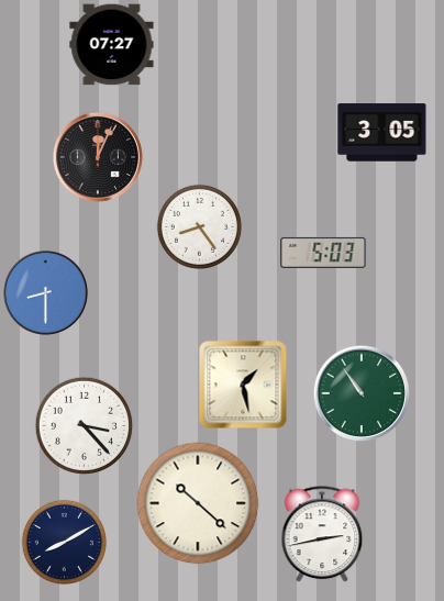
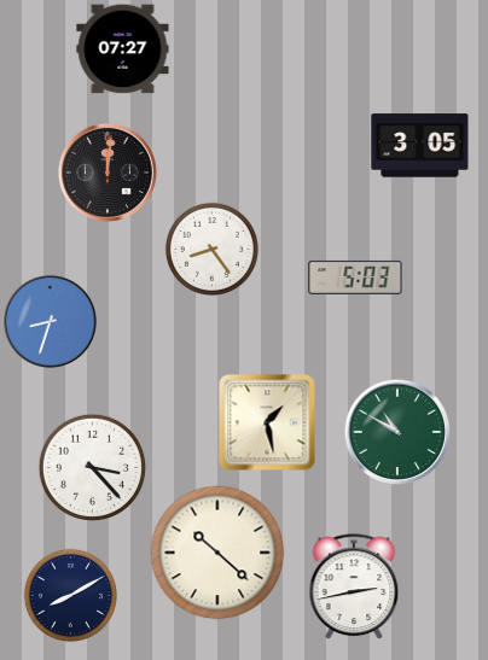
clock at (98, 157): 12:04 -> 12:01
clock at (199, 226) position: (199, 226) -> (211, 249)
clock at (46, 293): 8:30 -> 8:33
clock at (360, 392): 10:54 -> 10:50
